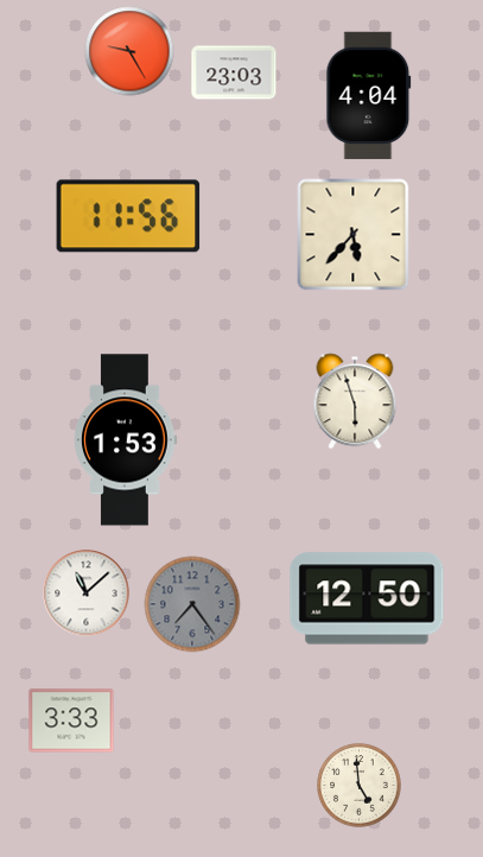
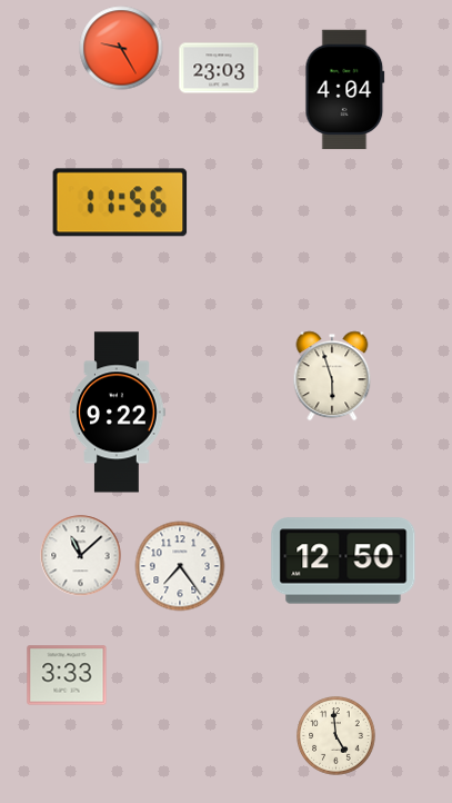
clock at (354, 235): 5:37 -> none
clock at (126, 440): 1:53 -> 9:22
clock at (192, 604) dial: grey -> white
